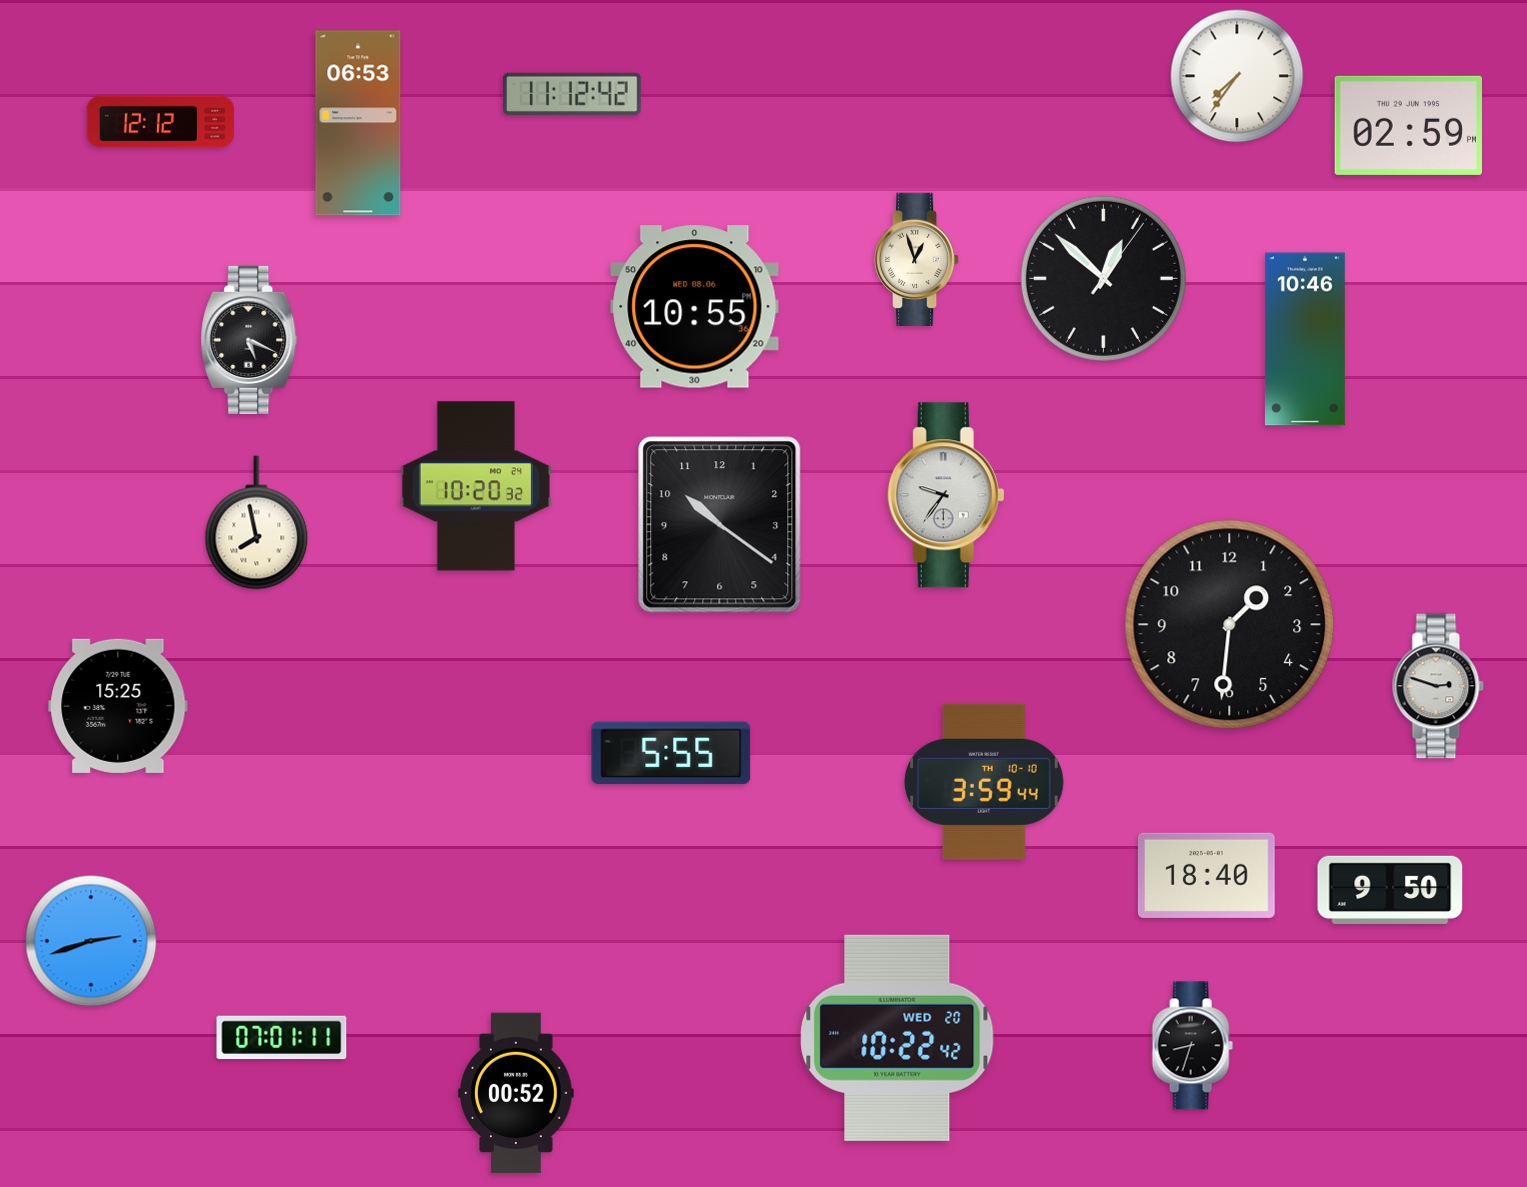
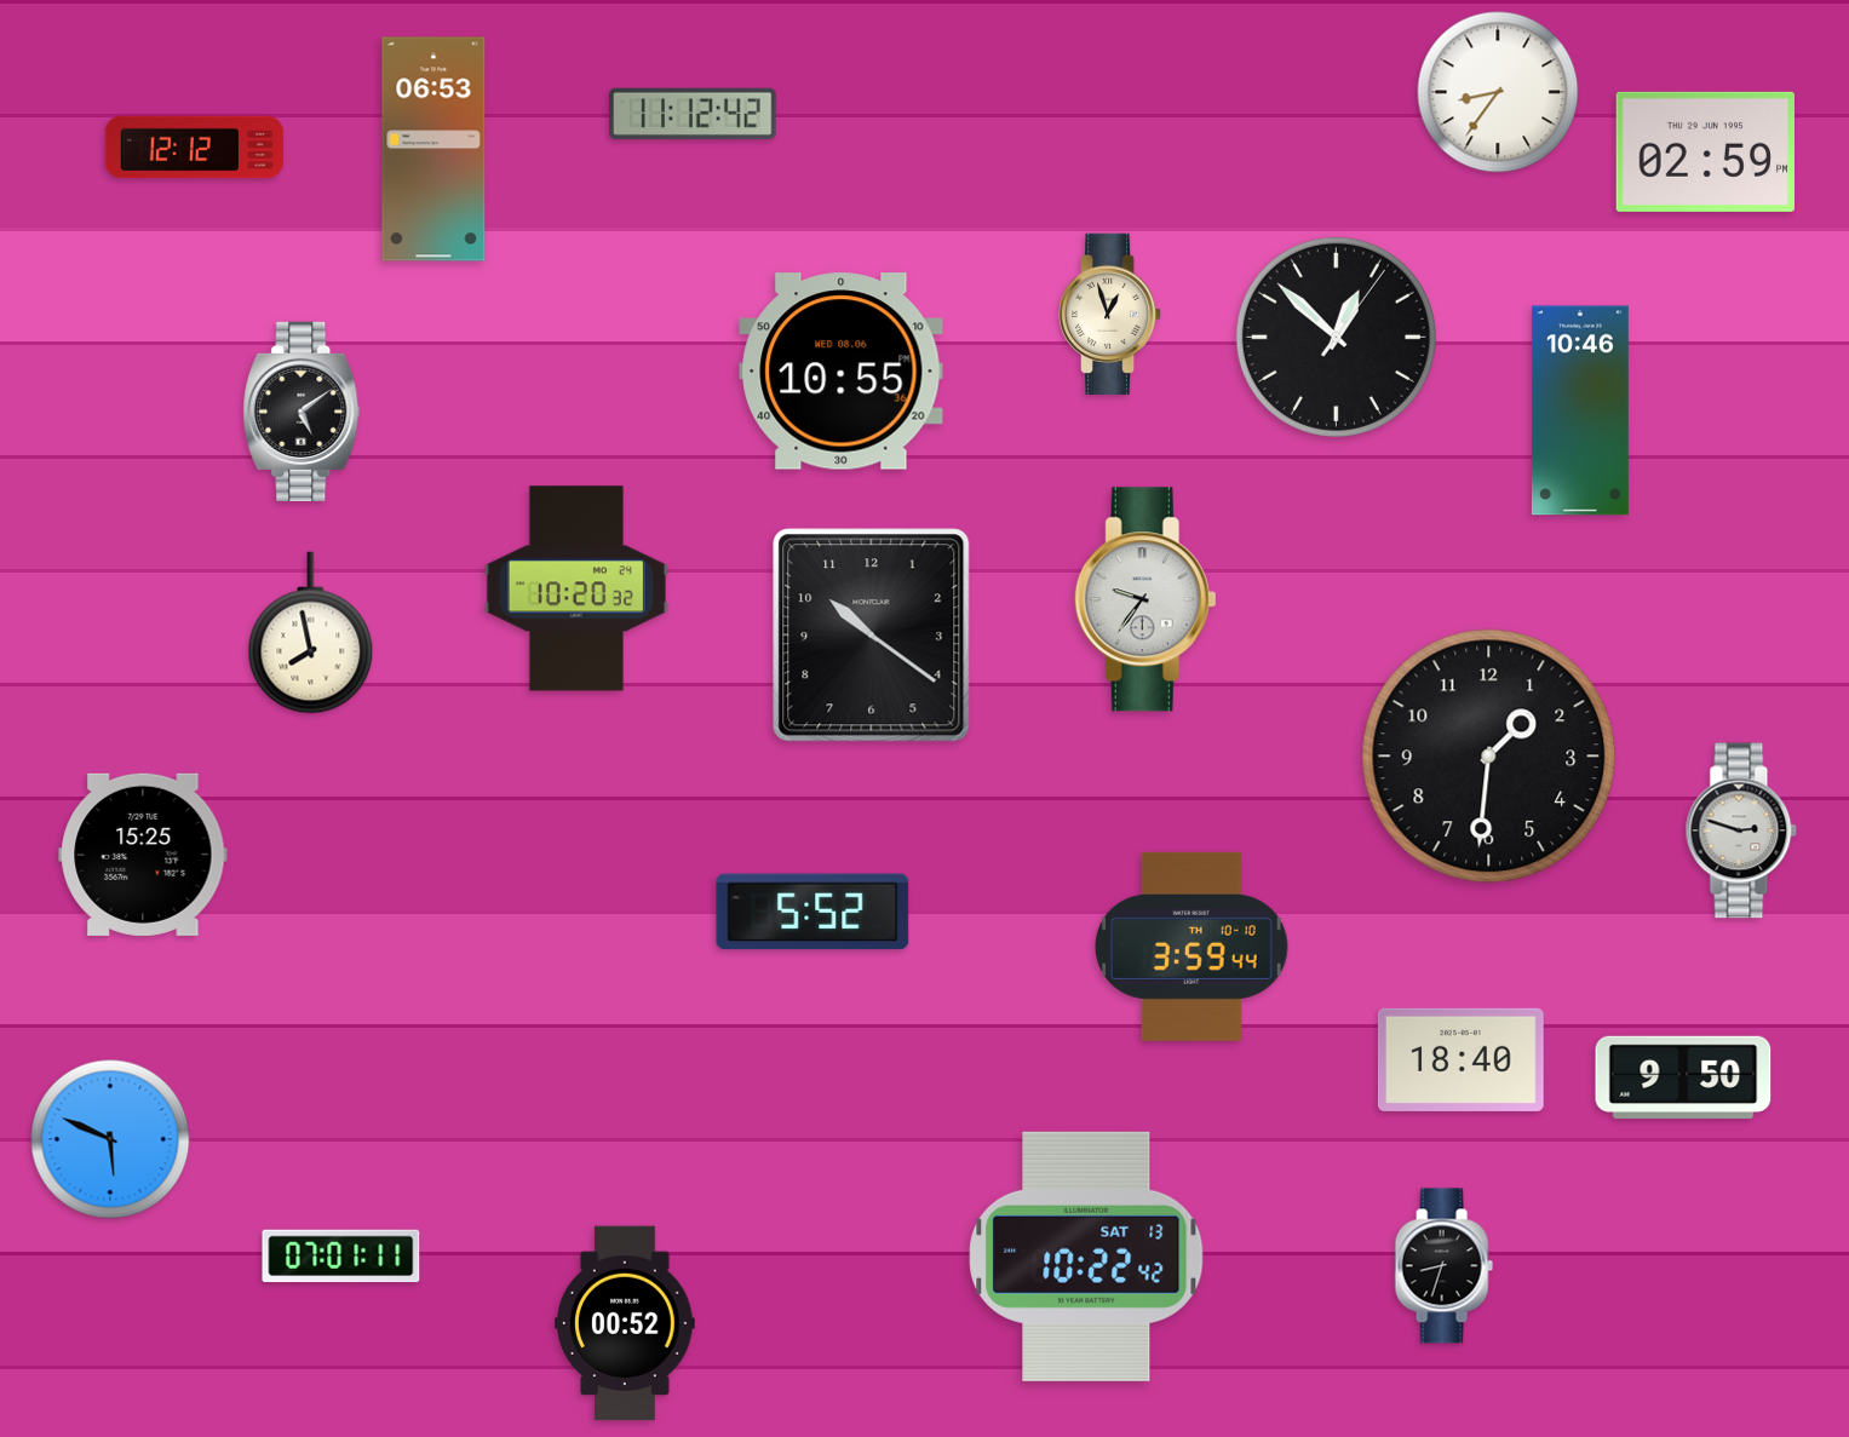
clock at (1237, 76): 7:36 -> 8:36
clock at (249, 340): 5:19 -> 5:09
clock at (671, 753): 5:55 -> 5:52
clock at (91, 941): 2:42 -> 5:49
clock at (897, 1038) date: WED 20 -> SAT 13
